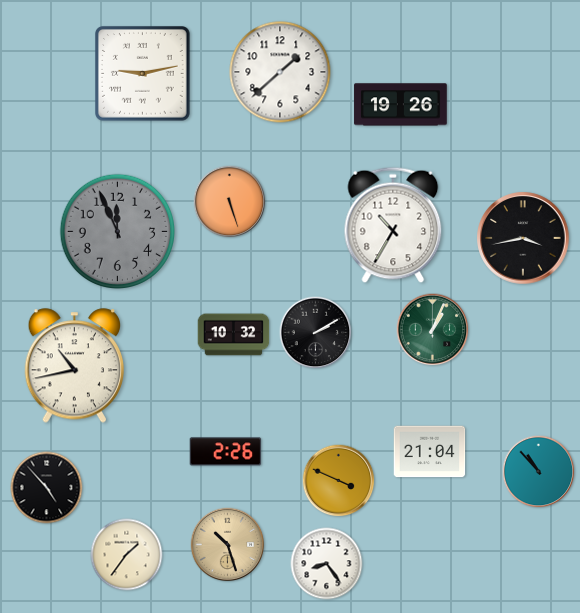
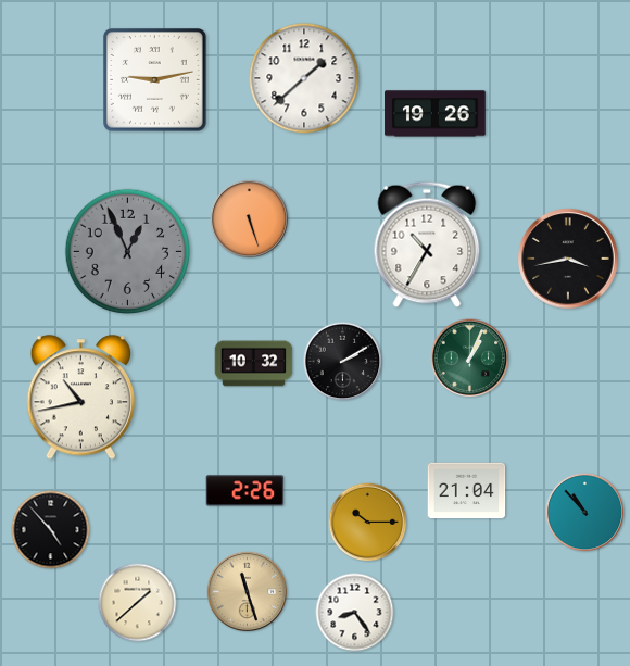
clock at (117, 231): 11:56 -> 12:56
clock at (339, 481): 3:49 -> 10:15
clock at (228, 545): 10:27 -> 11:27
clock at (127, 555): 1:36 -> 1:38
